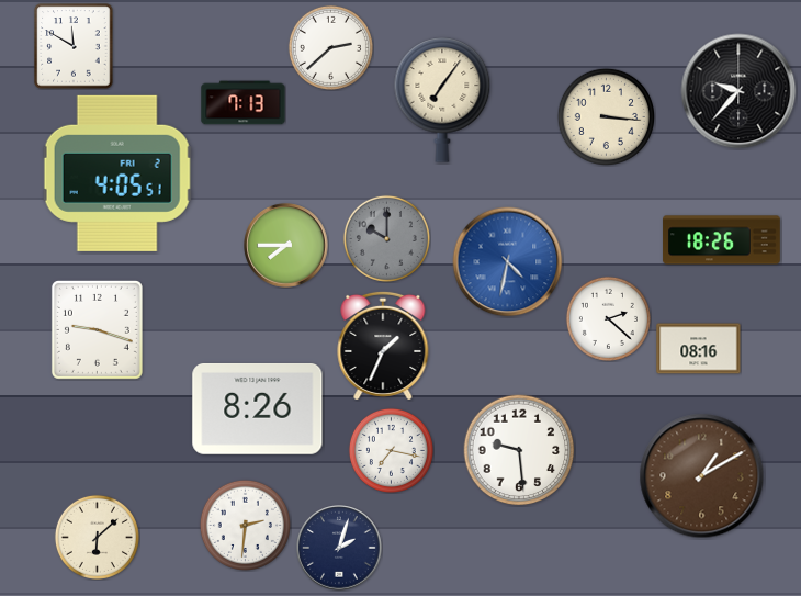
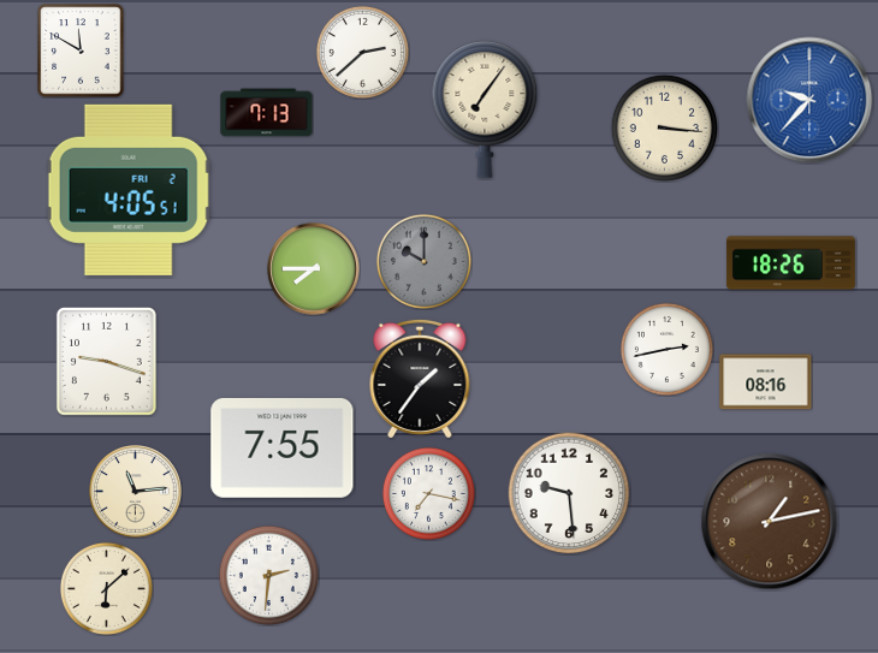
clock at (738, 91) dial: black -> blue
clock at (508, 262): 4:32 -> none
clock at (608, 318): 2:22 -> 2:43
clock at (383, 346): 1:34 -> 1:36
clock at (258, 408): 8:26 -> 7:55
clock at (136, 492): none -> 11:14
clock at (702, 476): 1:10 -> 1:13
clock at (339, 548): 2:03 -> none
